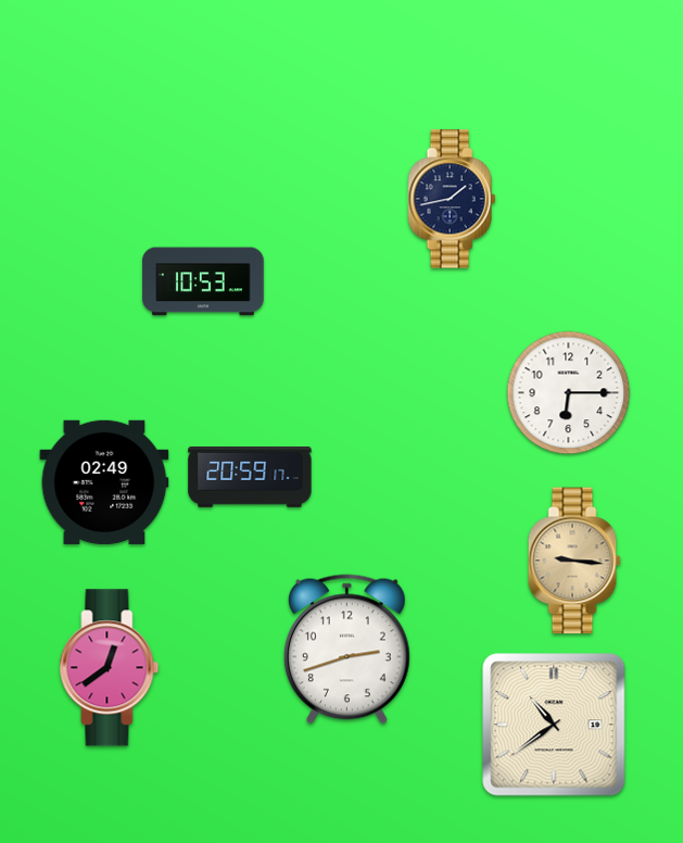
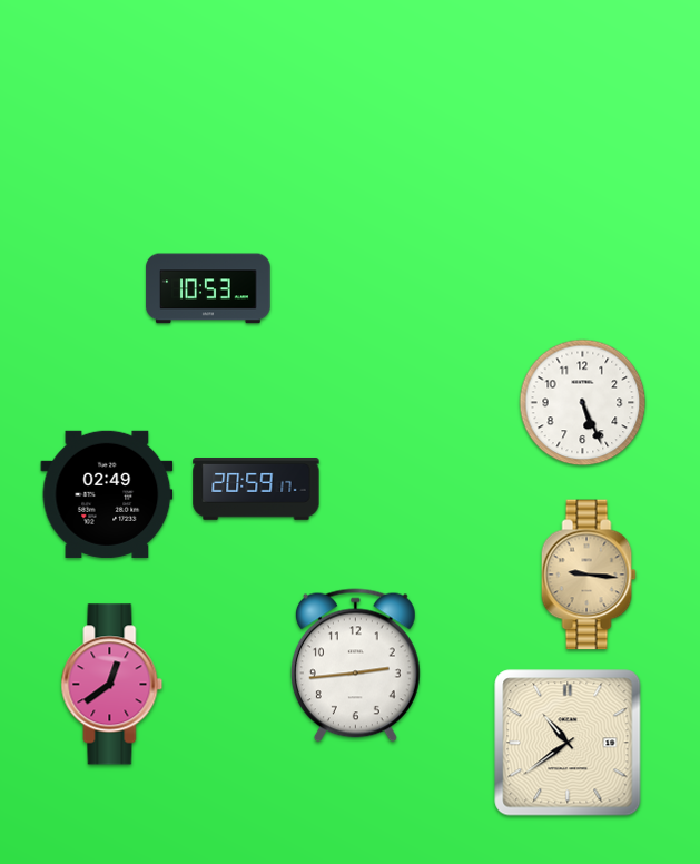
clock at (452, 199): 1:43 -> none
clock at (569, 393): 6:15 -> 5:26
clock at (346, 650): 2:42 -> 2:44
